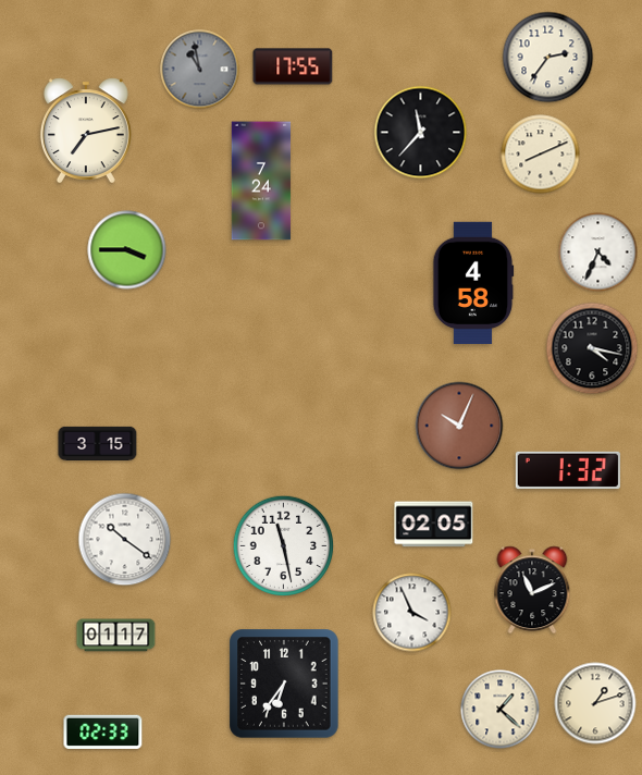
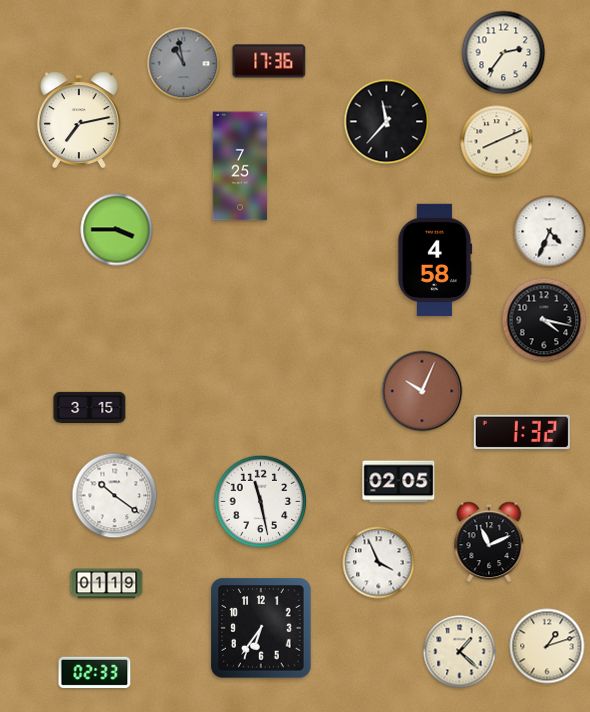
clock at (293, 66): 17:55 -> 17:36
clock at (261, 181): 7:24 -> 7:25
clock at (116, 636): 01:17 -> 01:19
